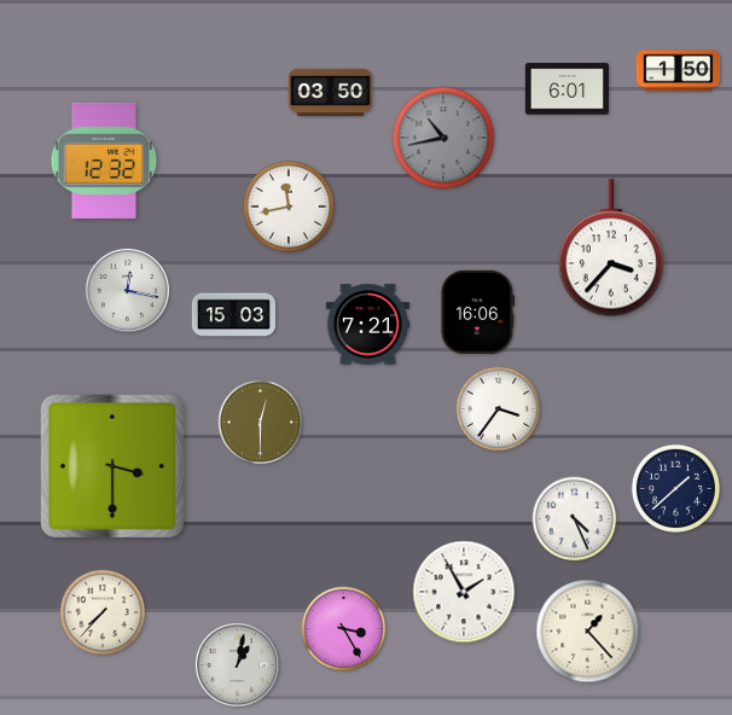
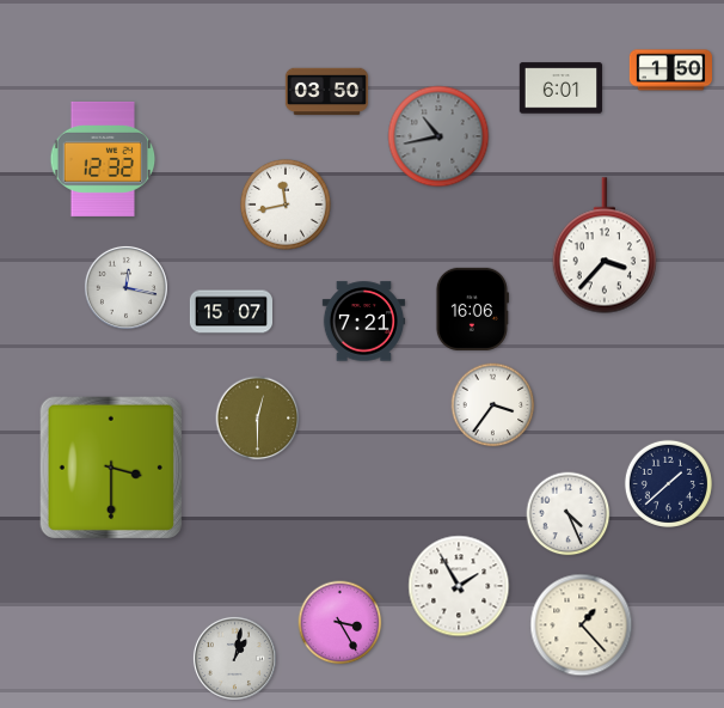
clock at (233, 315): 15:03 -> 15:07
clock at (111, 465) position: (111, 465) -> (110, 466)
clock at (103, 612): 7:37 -> none
